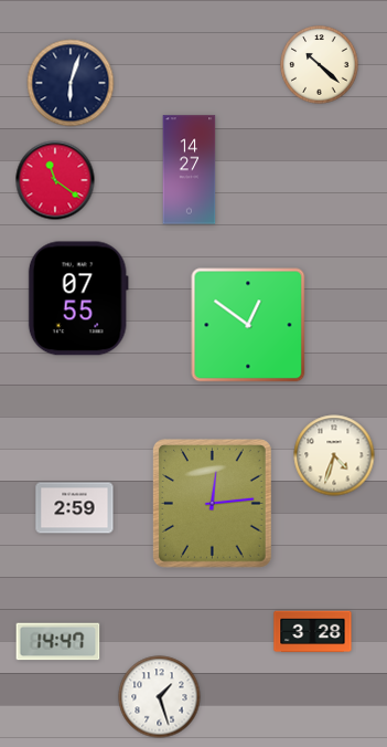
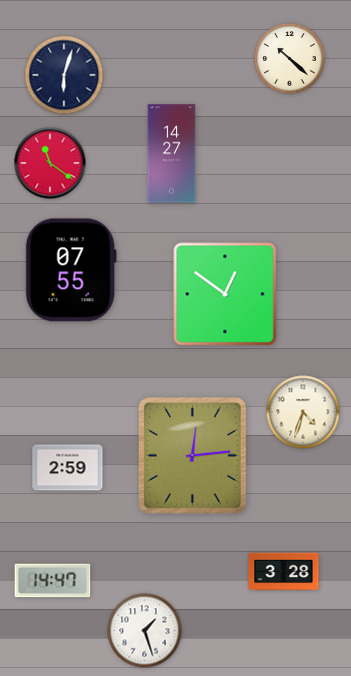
clock at (75, 508) position: (75, 508) -> (68, 468)
